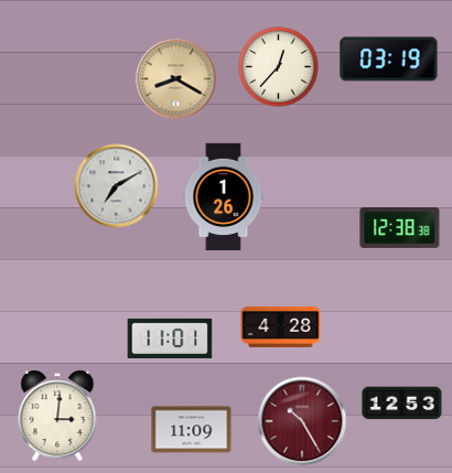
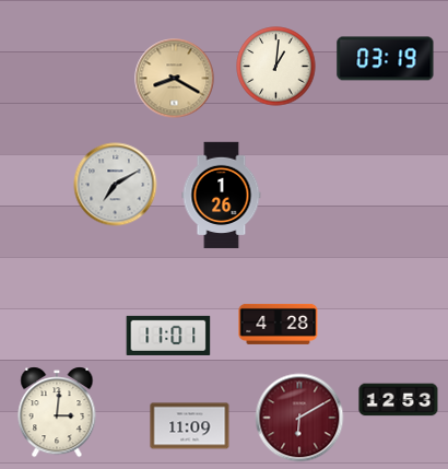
clock at (279, 67): 12:37 -> 1:01
clock at (400, 227): 12:38 -> none
clock at (302, 421): 10:25 -> 6:10
